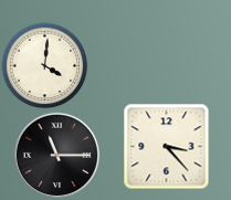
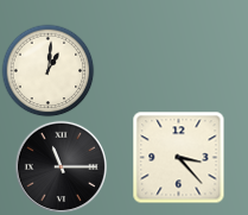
clock at (44, 65): 4:01 -> 1:01
